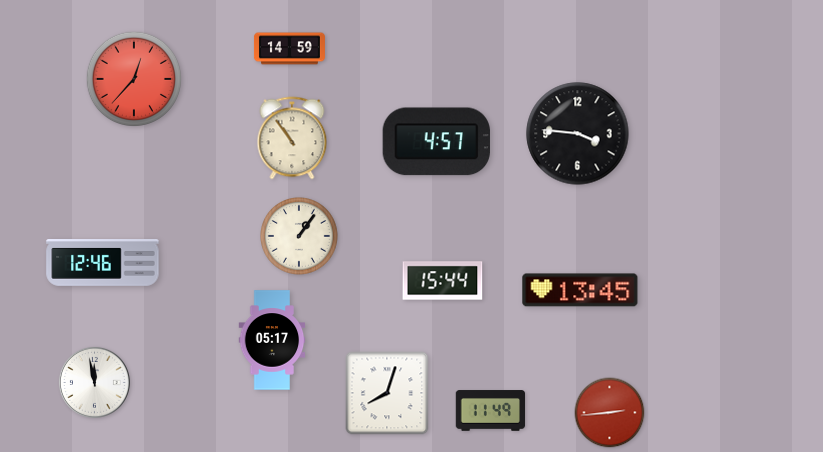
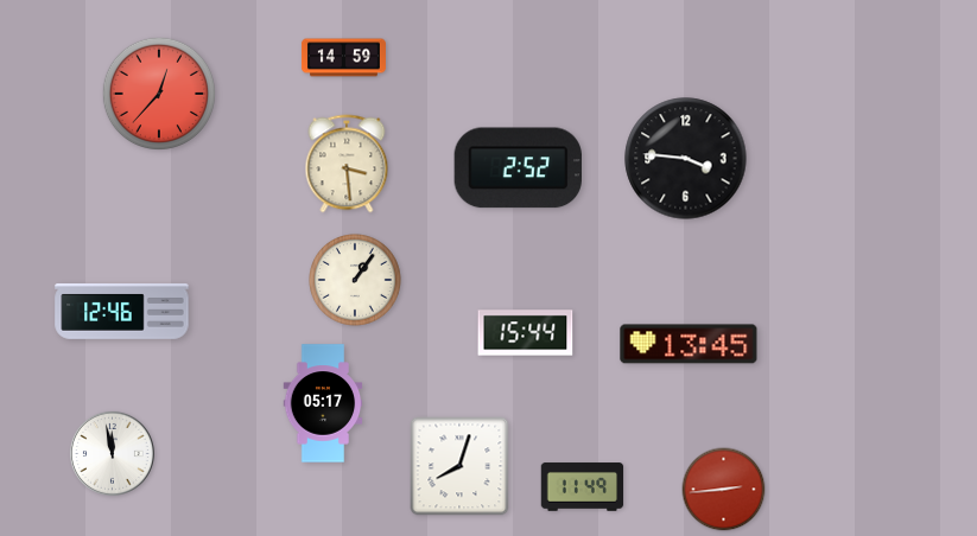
clock at (292, 138): 10:54 -> 3:29
clock at (436, 142): 4:57 -> 2:52
